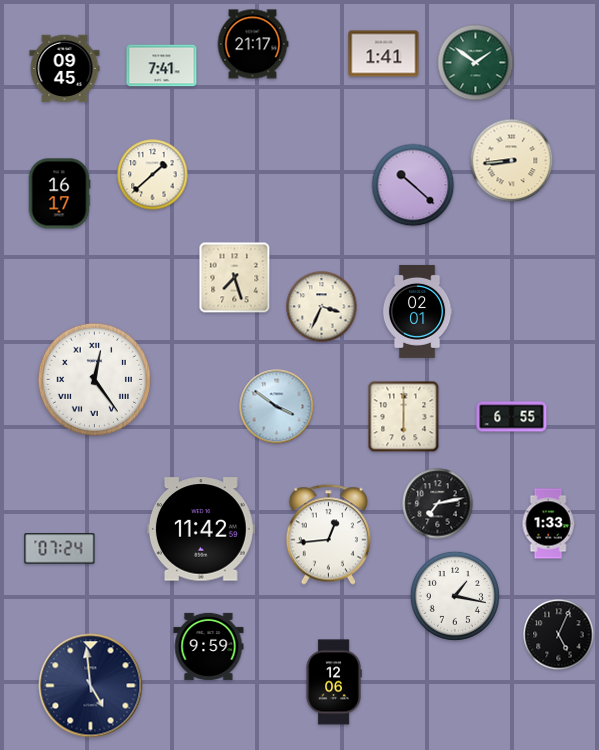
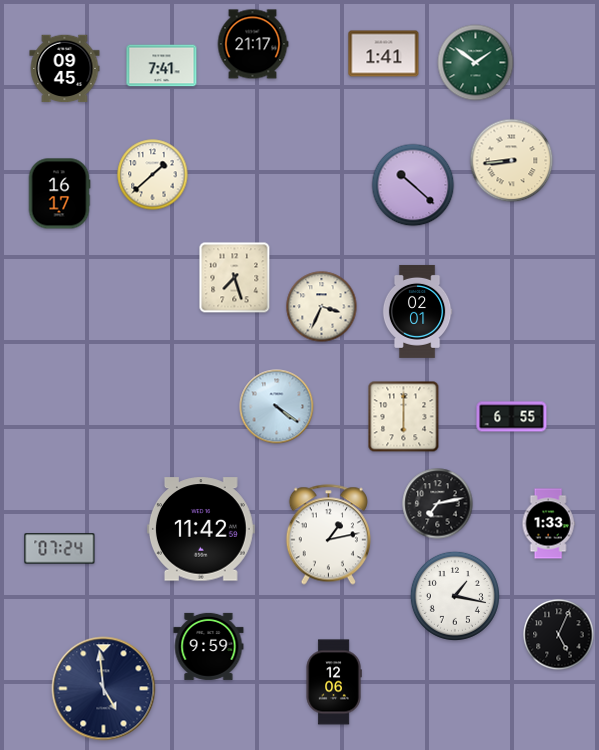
clock at (94, 379): 12:24 -> none
clock at (277, 407): 3:51 -> 4:21
clock at (328, 535): 12:44 -> 1:13
clock at (91, 686) position: (91, 686) -> (104, 689)
